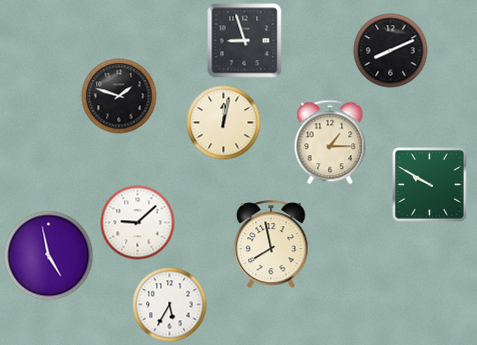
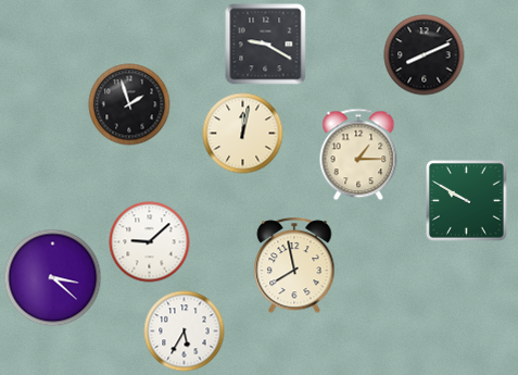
clock at (245, 41): 8:57 -> 9:20
clock at (119, 96): 1:48 -> 1:57
clock at (49, 256): 4:58 -> 3:22
